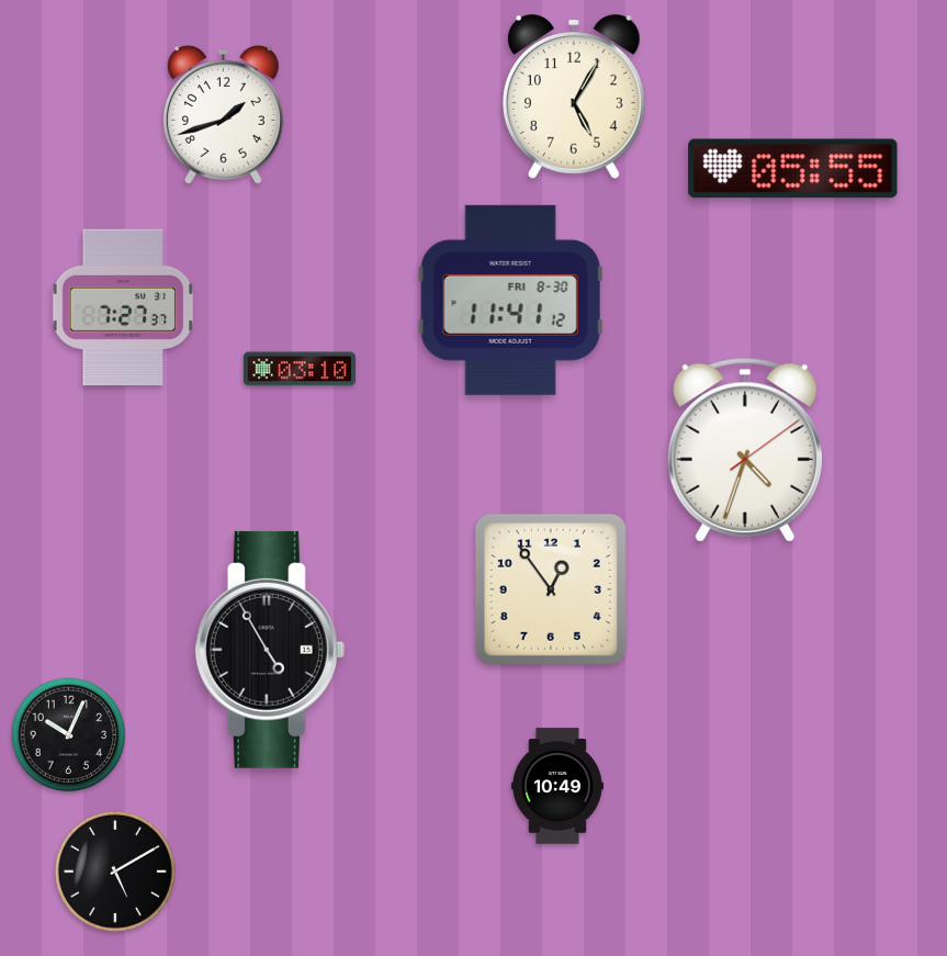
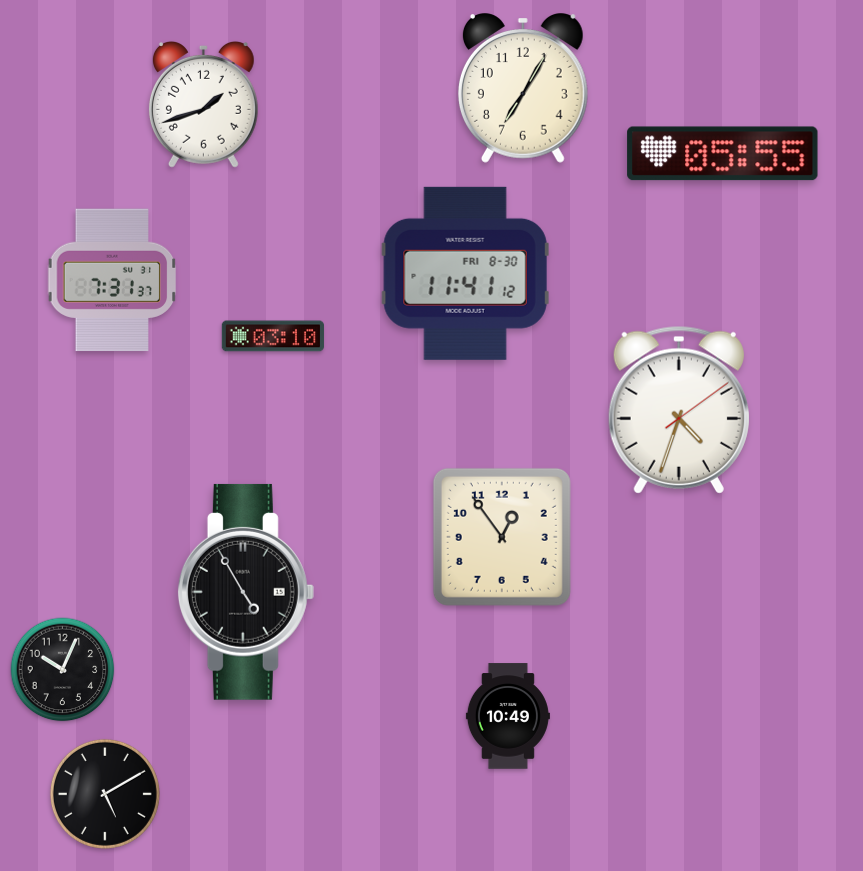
clock at (574, 97): 5:05 -> 7:05
clock at (123, 307): 7:27 -> 7:31
